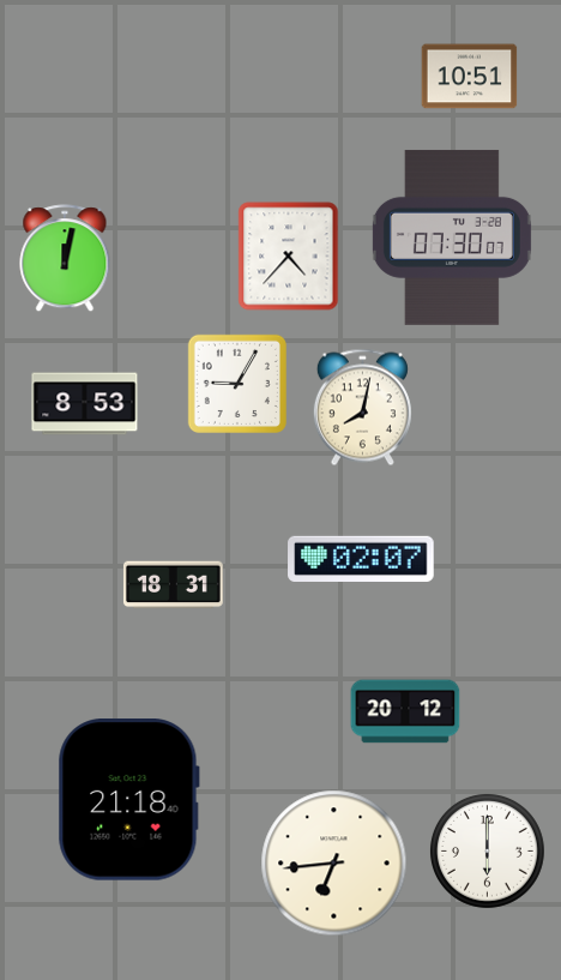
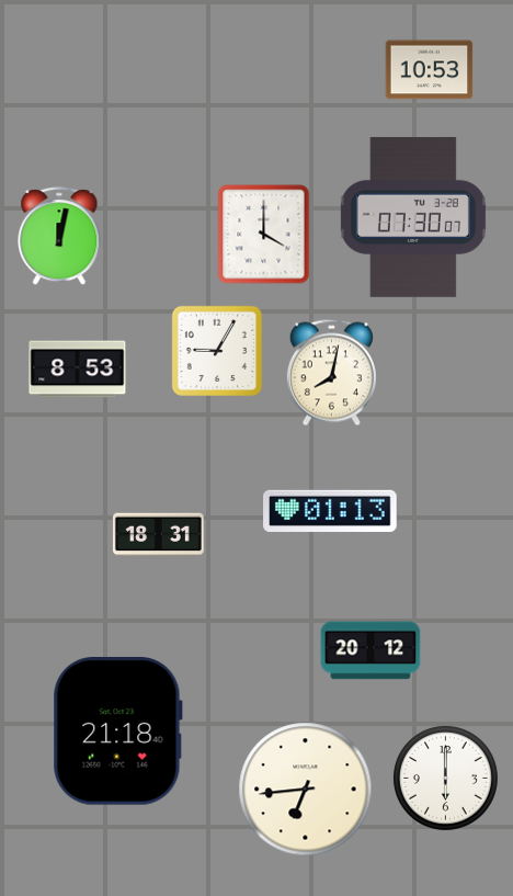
clock at (470, 77): 10:51 -> 10:53
clock at (289, 257): 4:37 -> 4:00
clock at (361, 558): 02:07 -> 01:13
